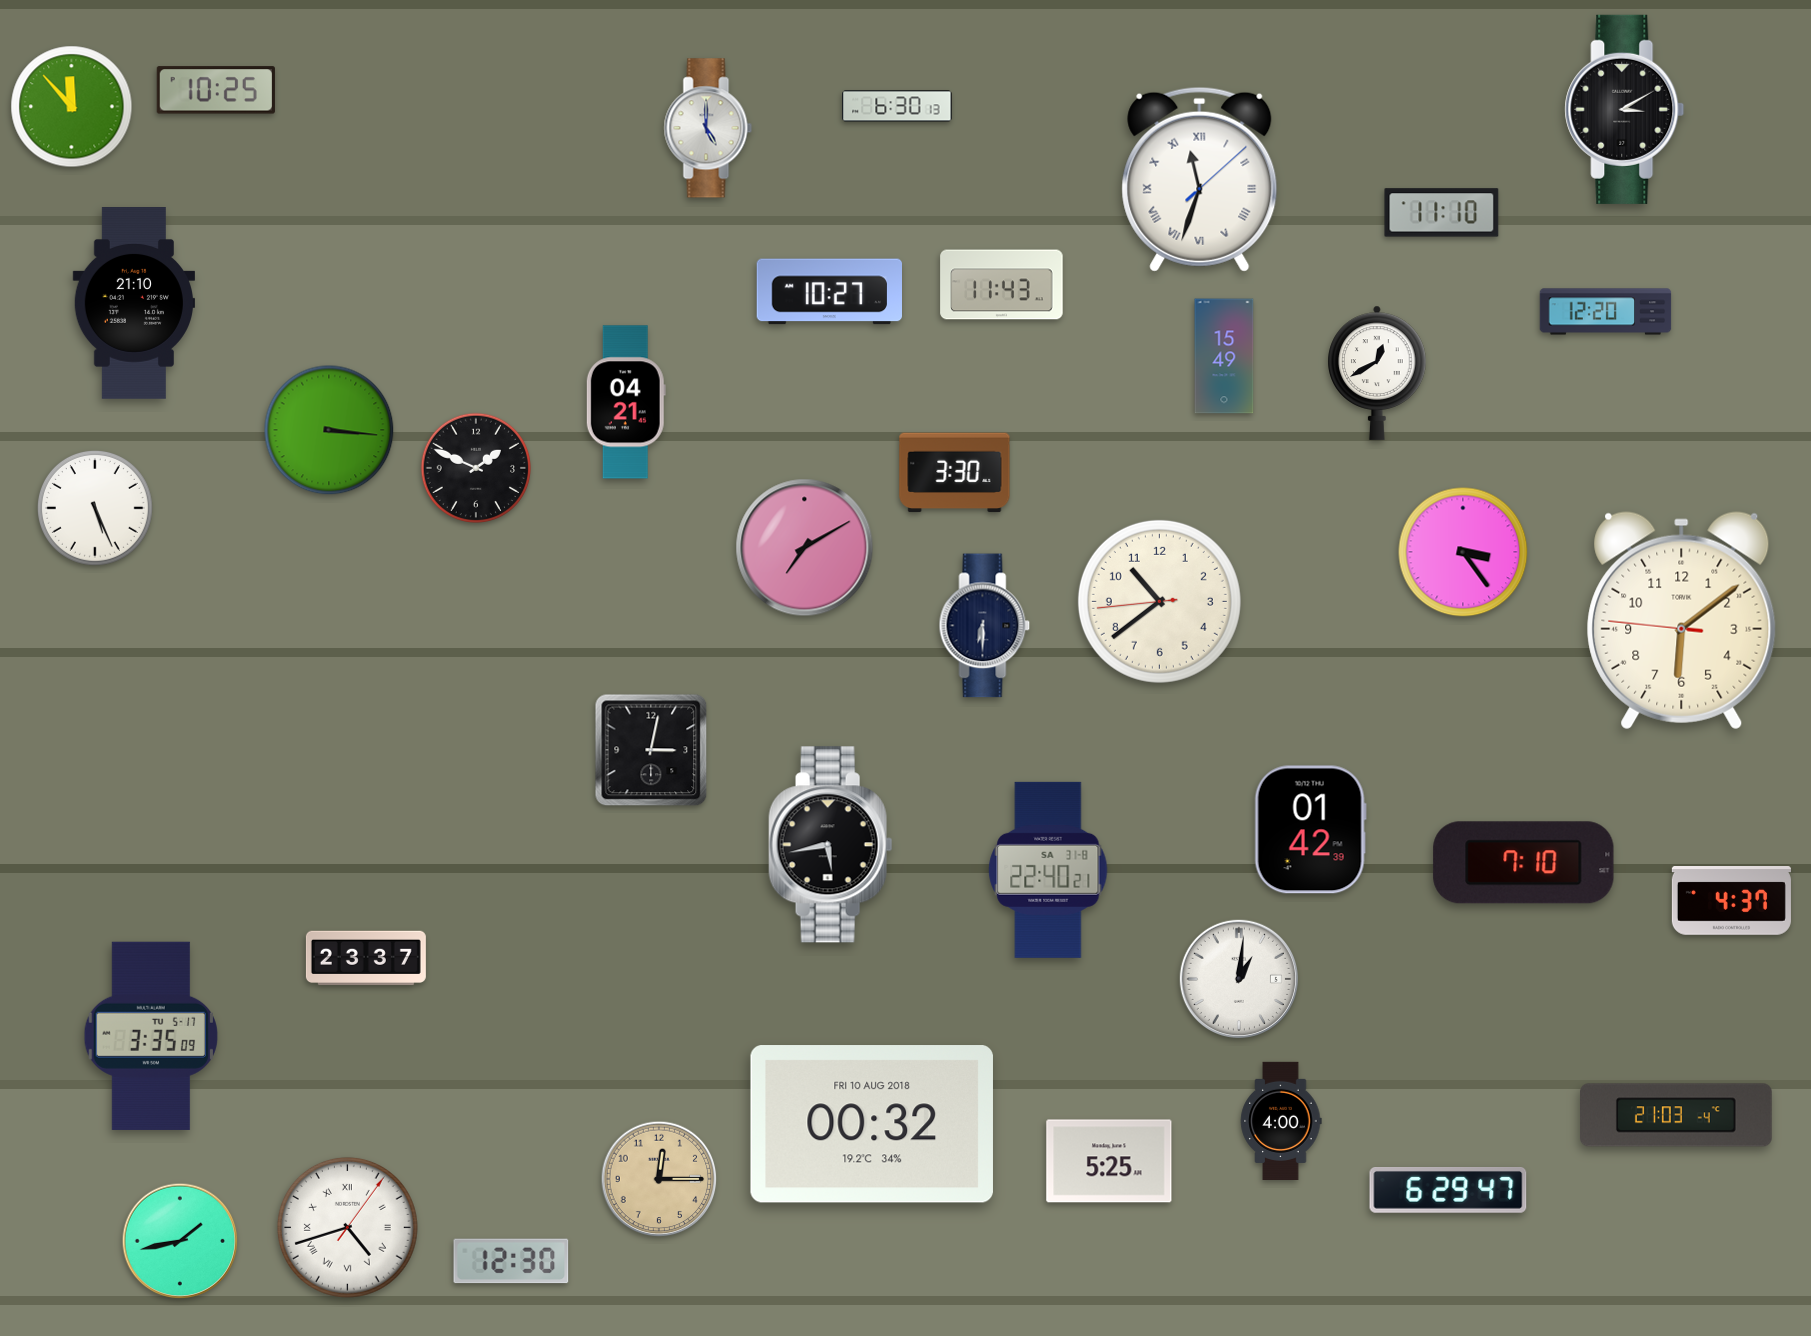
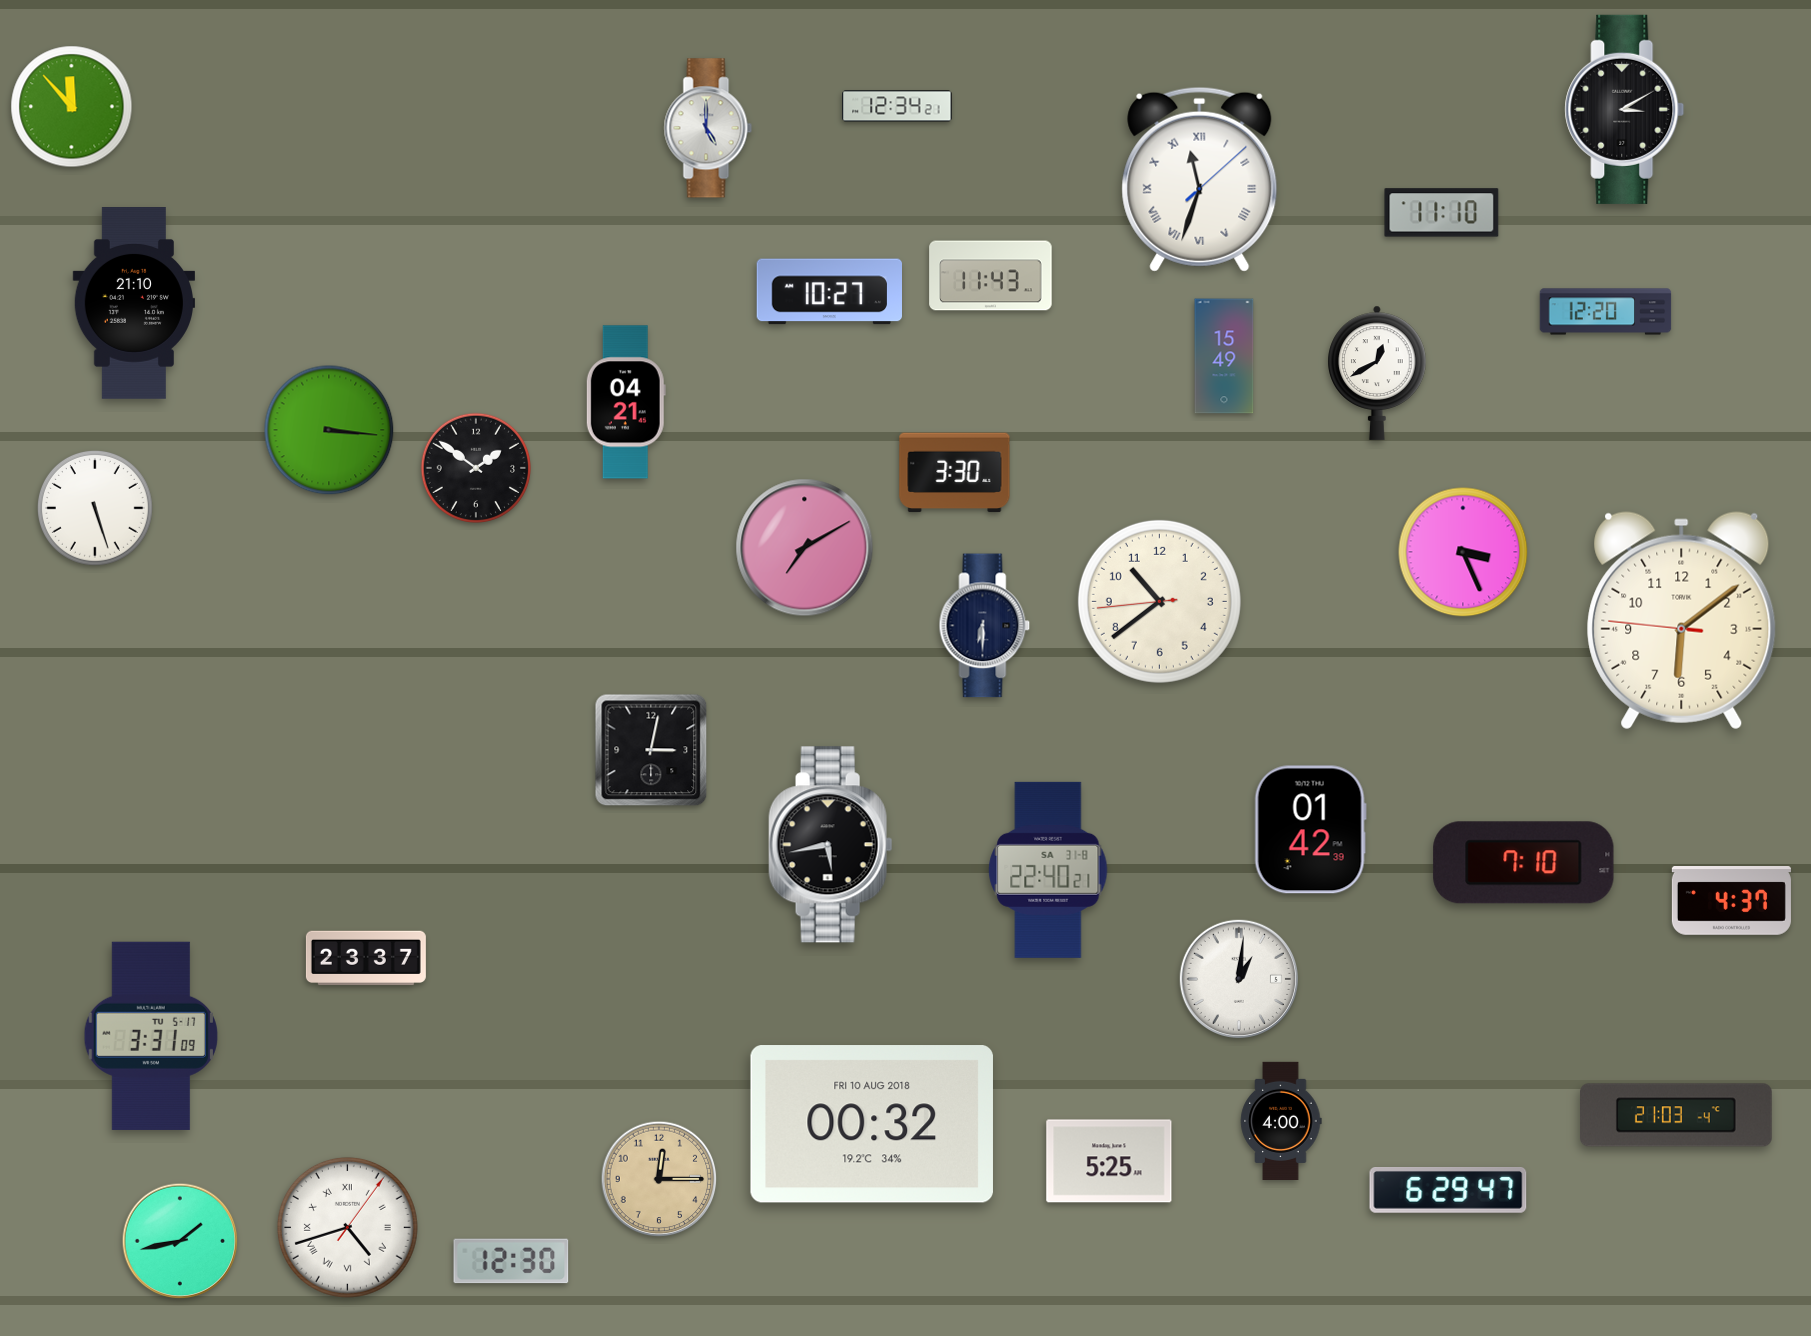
clock at (216, 90): 10:25 -> none
clock at (897, 106): 6:30 -> 12:34
clock at (1002, 285) position: (1002, 285) -> (991, 276)
clock at (475, 467): 1:49 -> 1:51
clock at (95, 508): 5:26 -> 5:27
clock at (1463, 552): 3:24 -> 3:26
clock at (151, 1036): 3:35 -> 3:31
